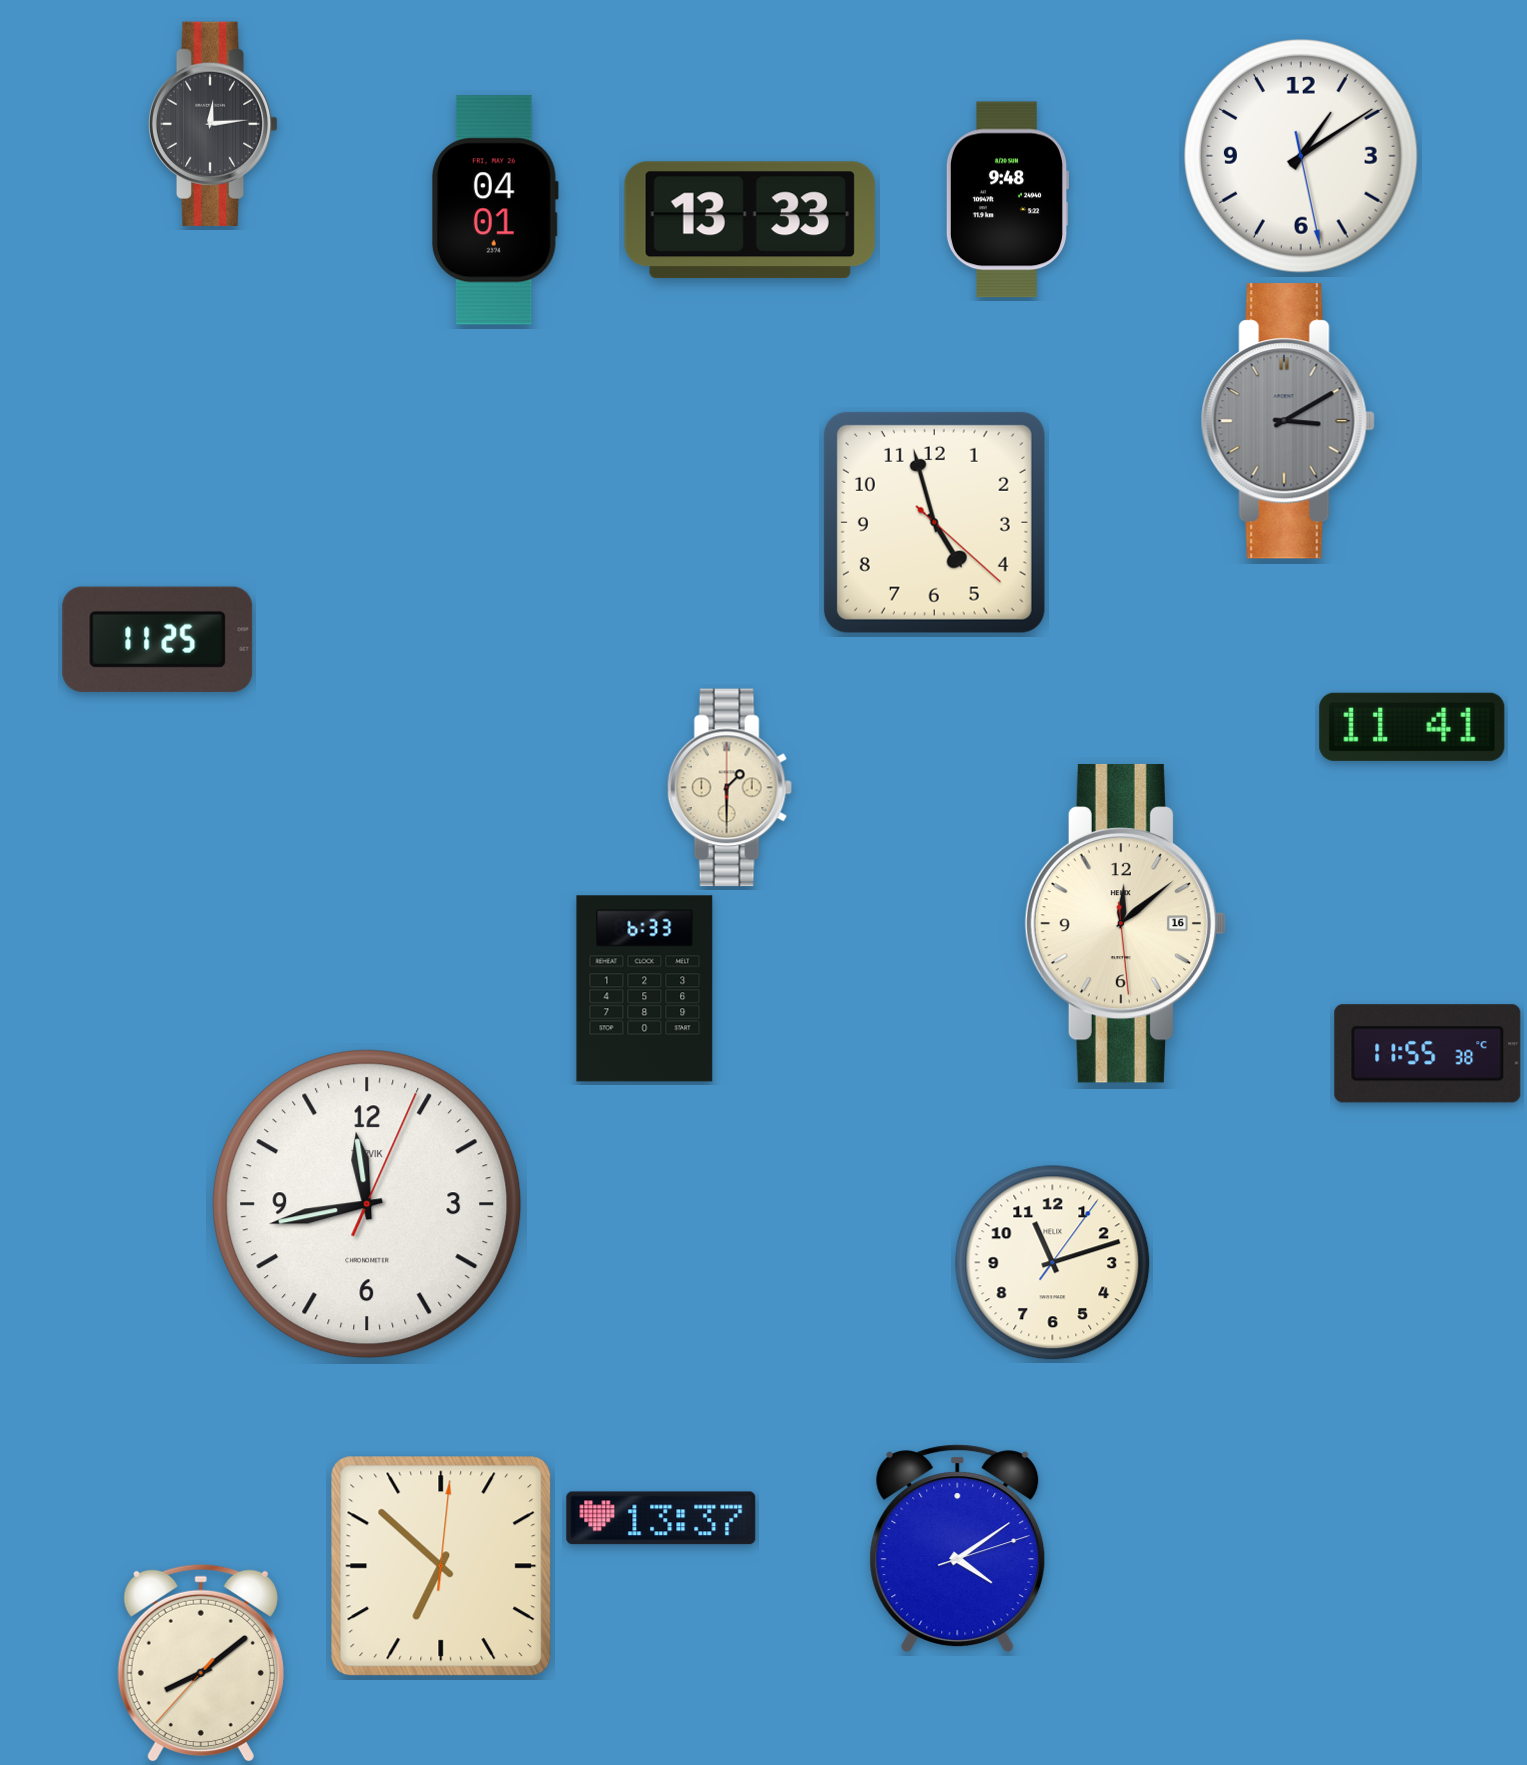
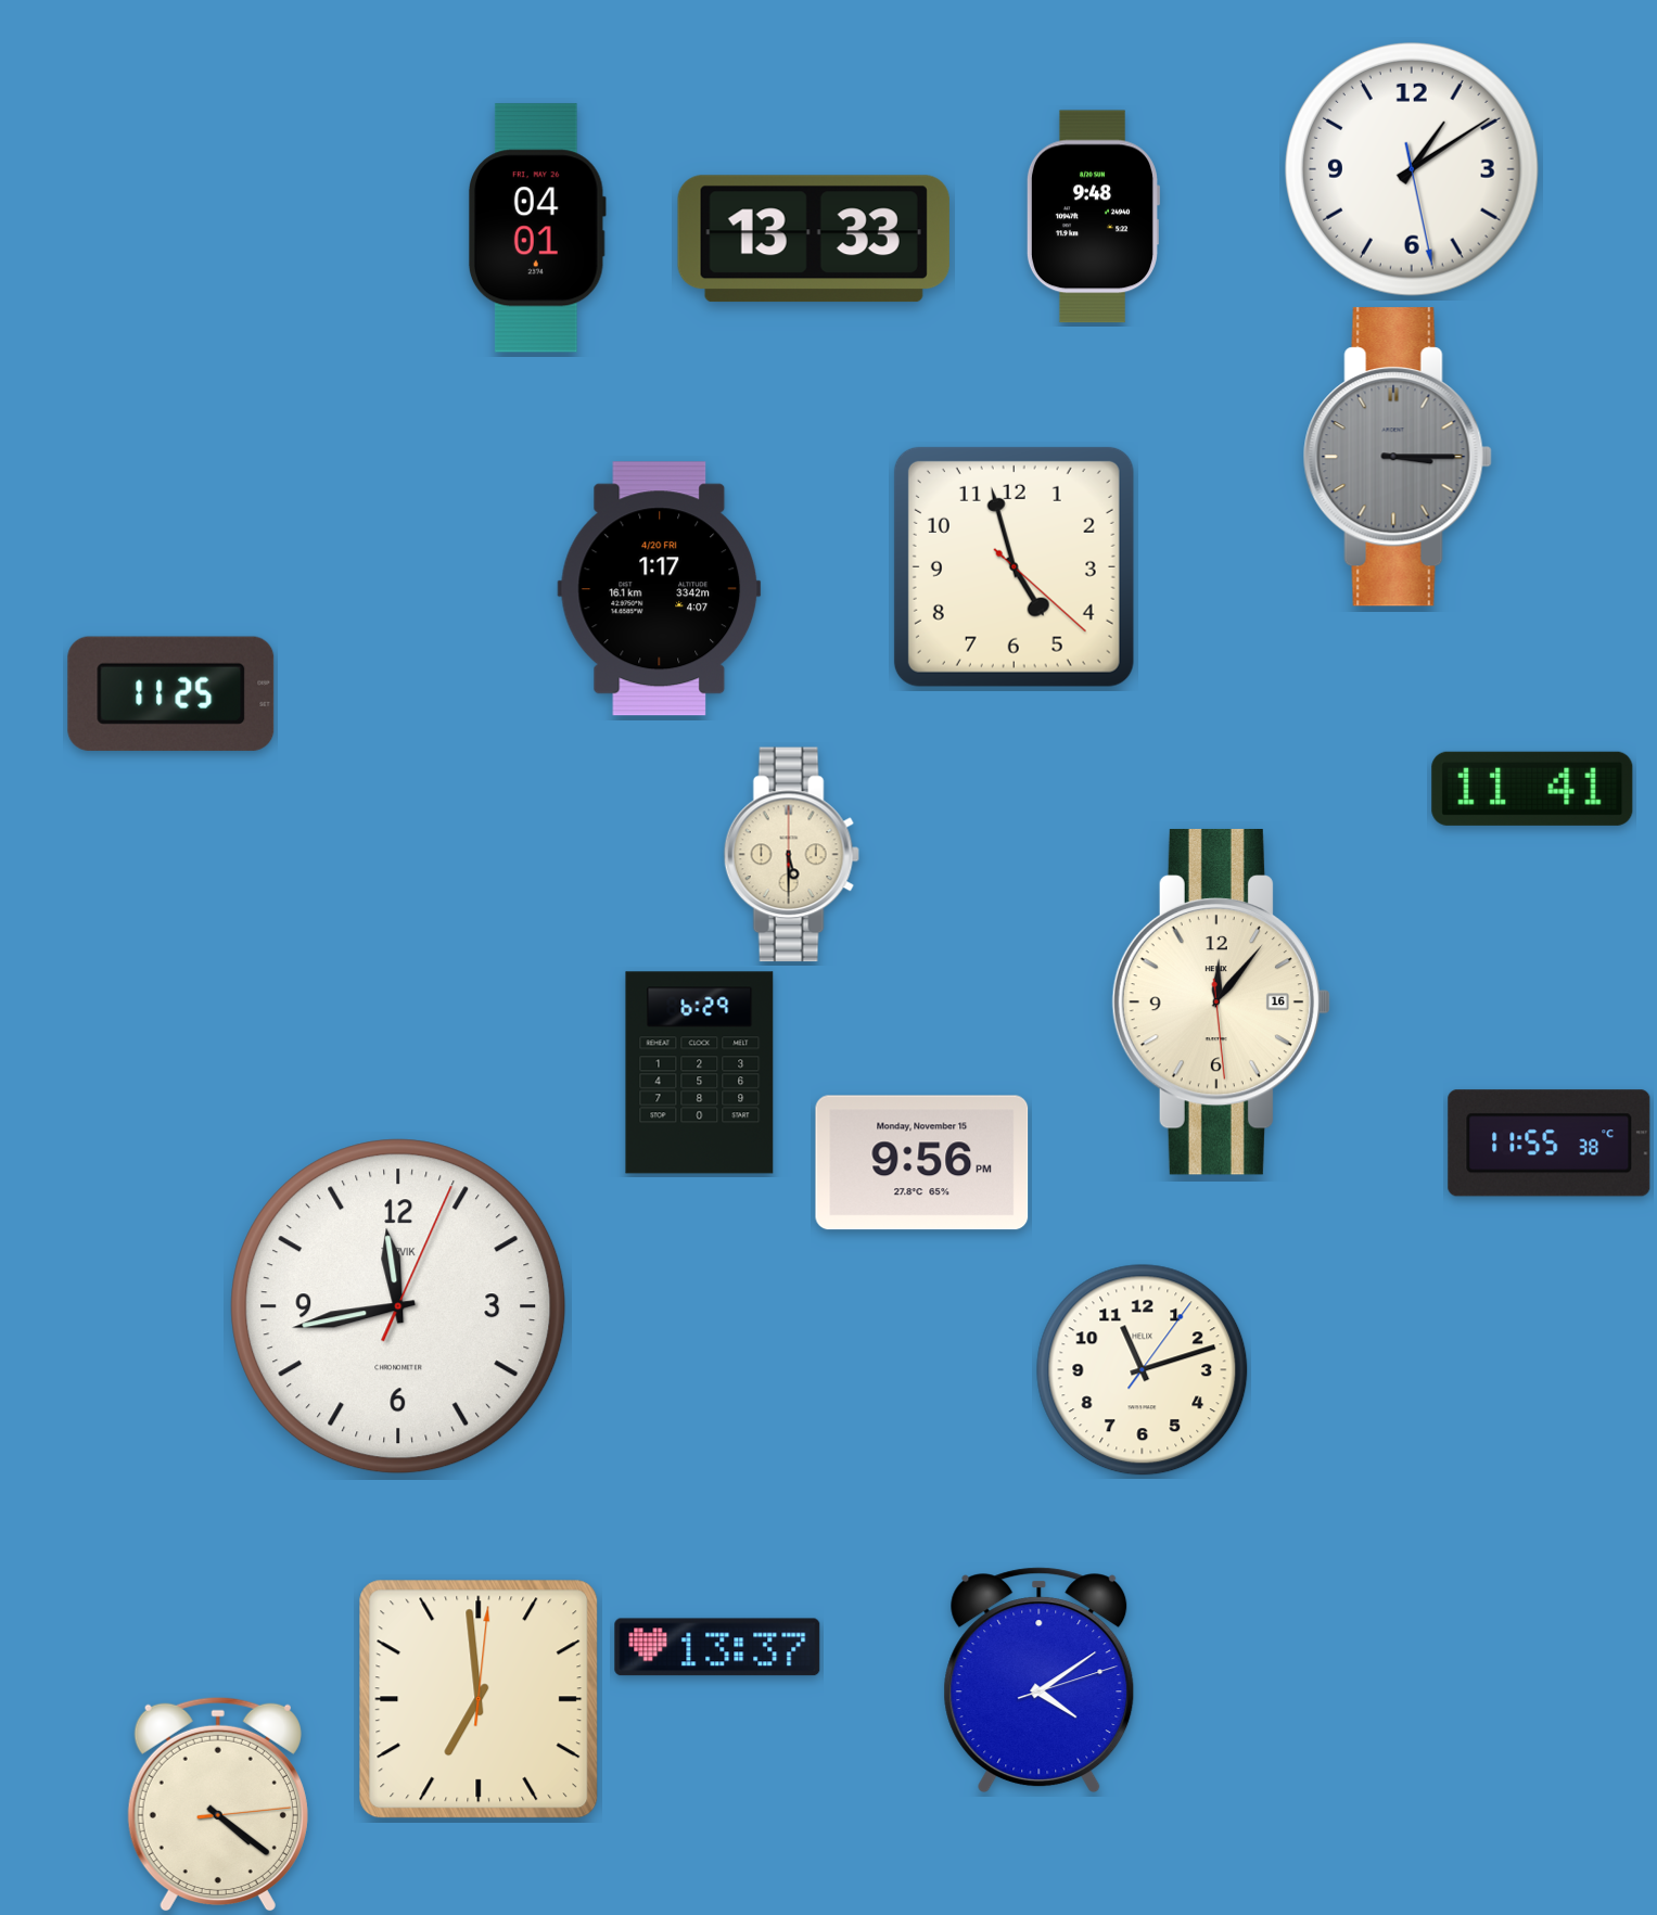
clock at (213, 124): 12:14 -> none
clock at (1288, 421): 3:10 -> 3:15
clock at (660, 589): none -> 1:17
clock at (729, 788): 1:30 -> 5:30
clock at (1125, 923): 12:08 -> 12:06
clock at (645, 989): 6:33 -> 6:29
clock at (922, 1163): none -> 9:56
clock at (441, 1566): 6:52 -> 6:59
clock at (201, 1663): 8:08 -> 4:21
